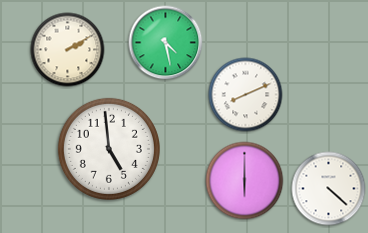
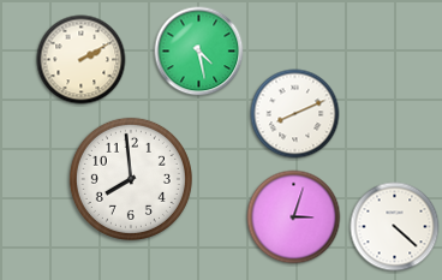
clock at (109, 149): 4:59 -> 7:59
clock at (245, 181): 6:00 -> 3:03
